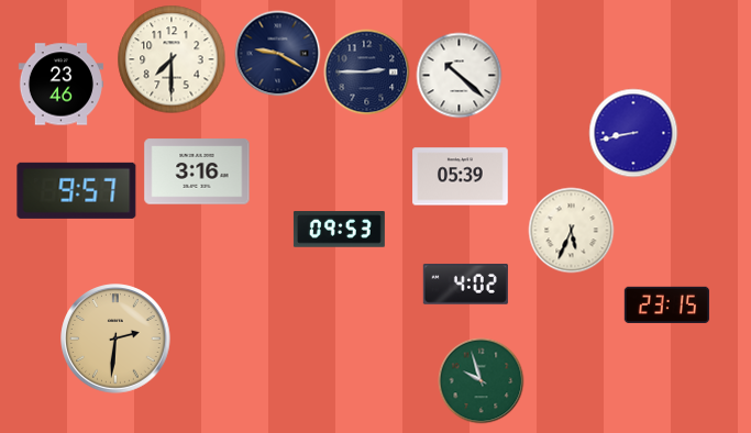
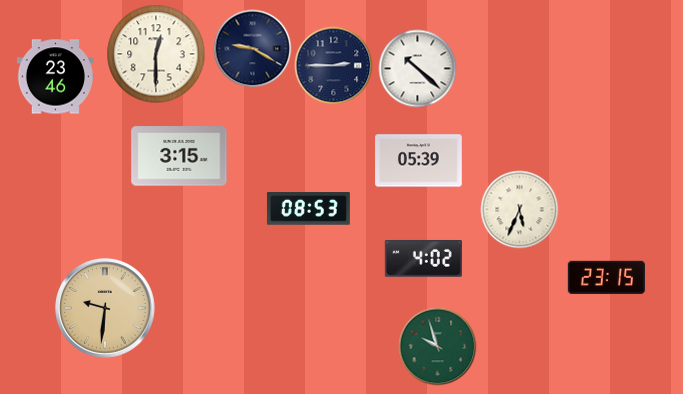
clock at (172, 59): 7:30 -> 12:30
clock at (633, 133): 8:43 -> none
clock at (197, 171): 3:16 -> 3:15
clock at (77, 190): 9:57 -> none
clock at (339, 230): 09:53 -> 08:53
clock at (115, 338): 2:31 -> 9:31
